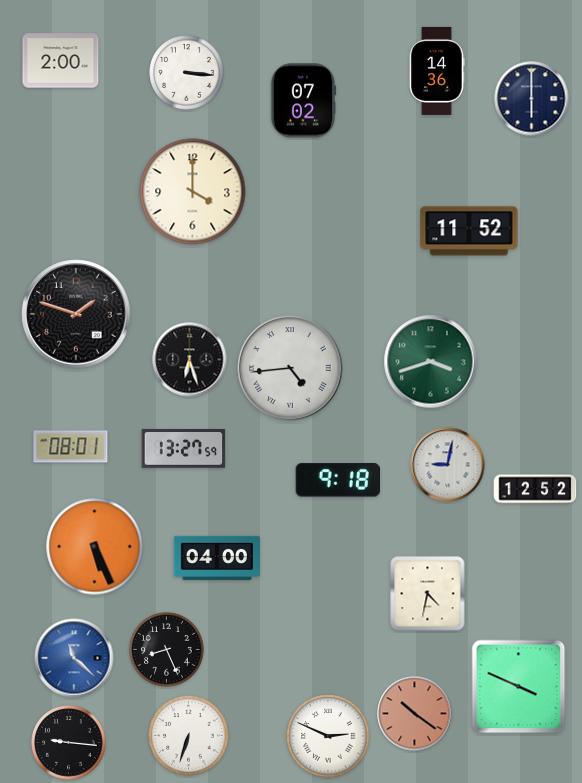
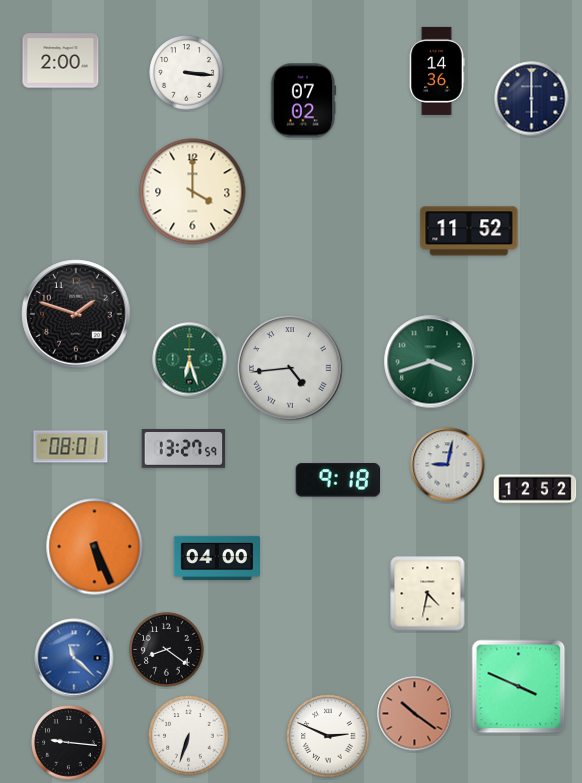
clock at (190, 360) dial: black -> green
clock at (167, 650): 8:26 -> 8:21
